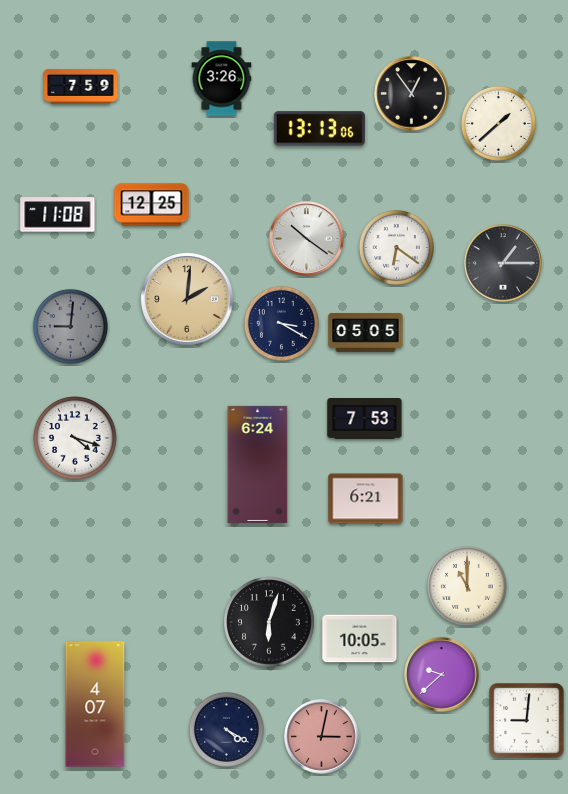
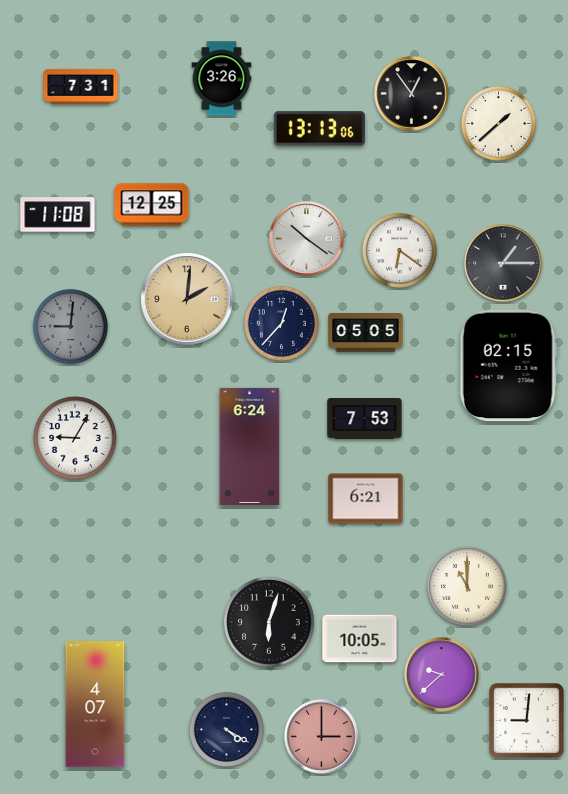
clock at (81, 86): 7:59 -> 7:31
clock at (396, 247) position: (396, 247) -> (399, 250)
clock at (281, 323): 3:20 -> 12:37
clock at (508, 366): none -> 02:15
clock at (76, 439): 4:18 -> 9:05
clock at (258, 464) position: (258, 464) -> (250, 446)
clock at (322, 737): 3:02 -> 3:00
